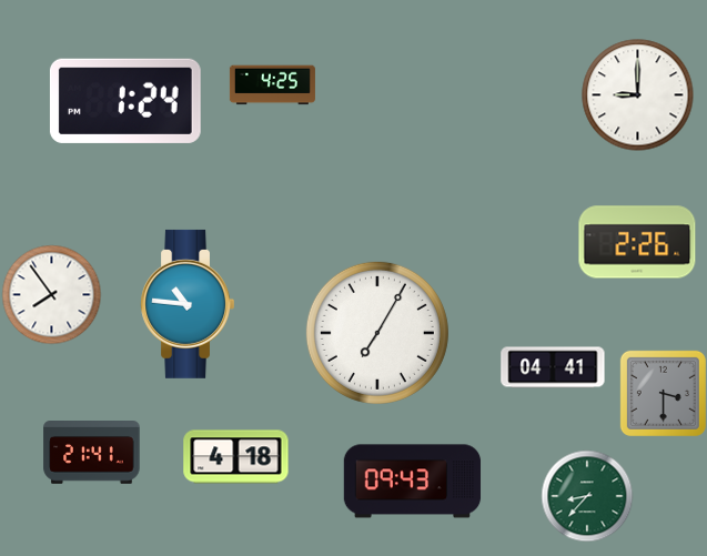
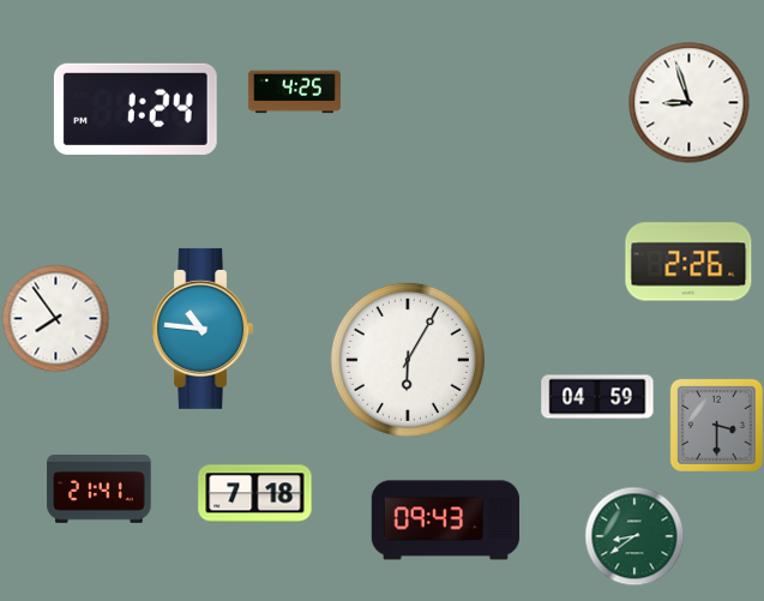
clock at (638, 95): 9:00 -> 8:57
clock at (377, 333): 7:05 -> 6:05
clock at (553, 367): 04:41 -> 04:59
clock at (236, 457): 4:18 -> 7:18
clock at (587, 496): 8:37 -> 8:39
